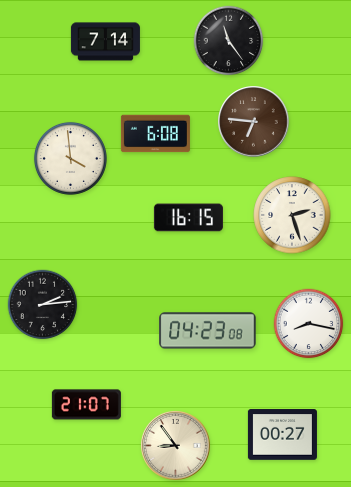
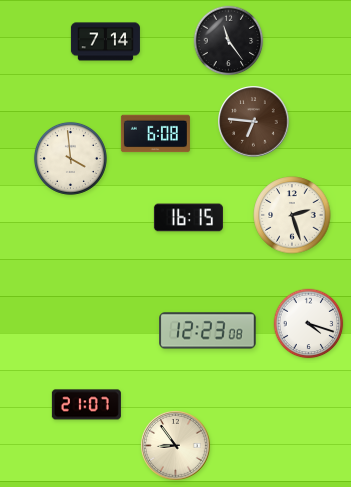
clock at (43, 305): 2:14 -> none
clock at (309, 324): 8:17 -> 4:18
clock at (208, 331): 04:23 -> 12:23
clock at (282, 435): 00:27 -> none
